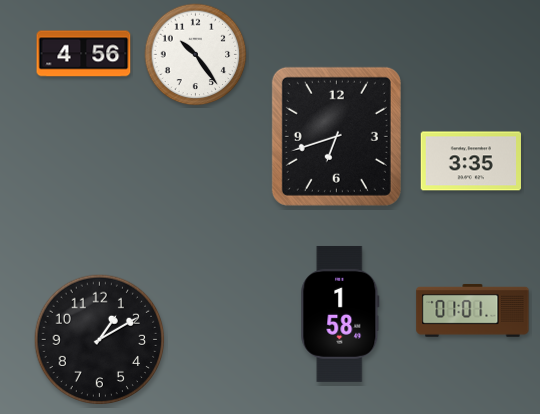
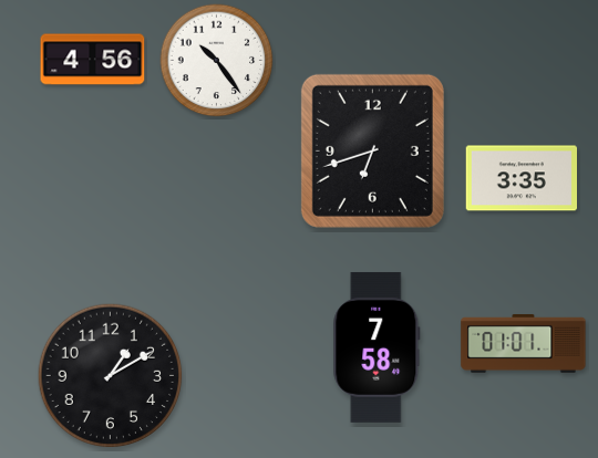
clock at (340, 314): 1:58 -> 7:58
